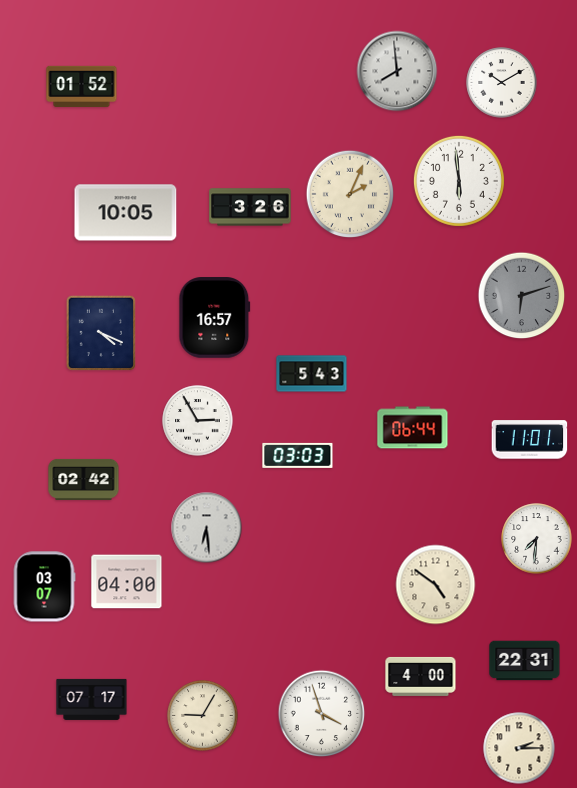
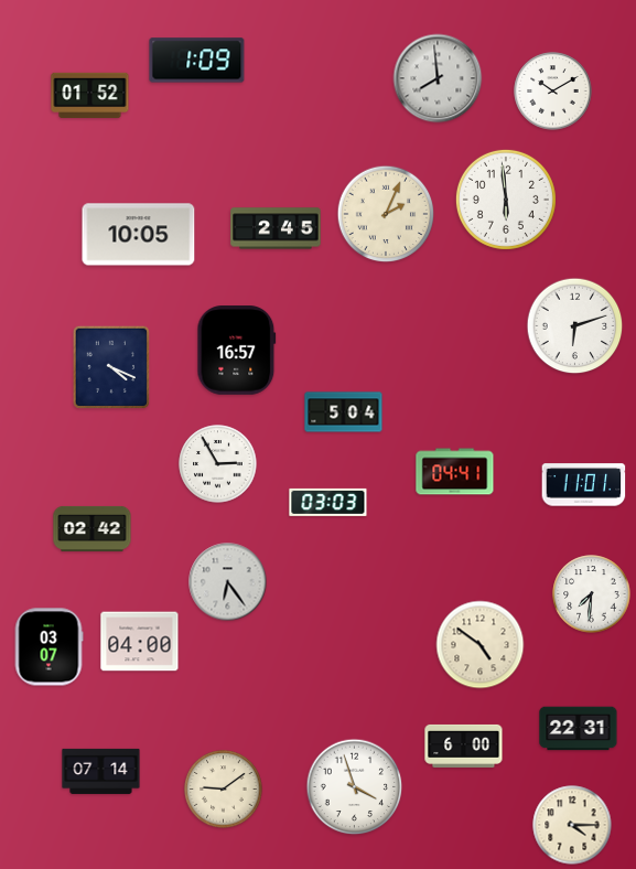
clock at (197, 61): none -> 1:09
clock at (250, 207): 3:26 -> 2:45
clock at (522, 296) dial: grey -> white
clock at (312, 374): 5:43 -> 5:04
clock at (413, 428): 06:44 -> 04:41
clock at (207, 528): 6:29 -> 6:24
clock at (421, 676): 4:00 -> 6:00
clock at (92, 699): 07:17 -> 07:14
clock at (203, 716): 9:05 -> 9:09
clock at (519, 748): 2:15 -> 4:15
